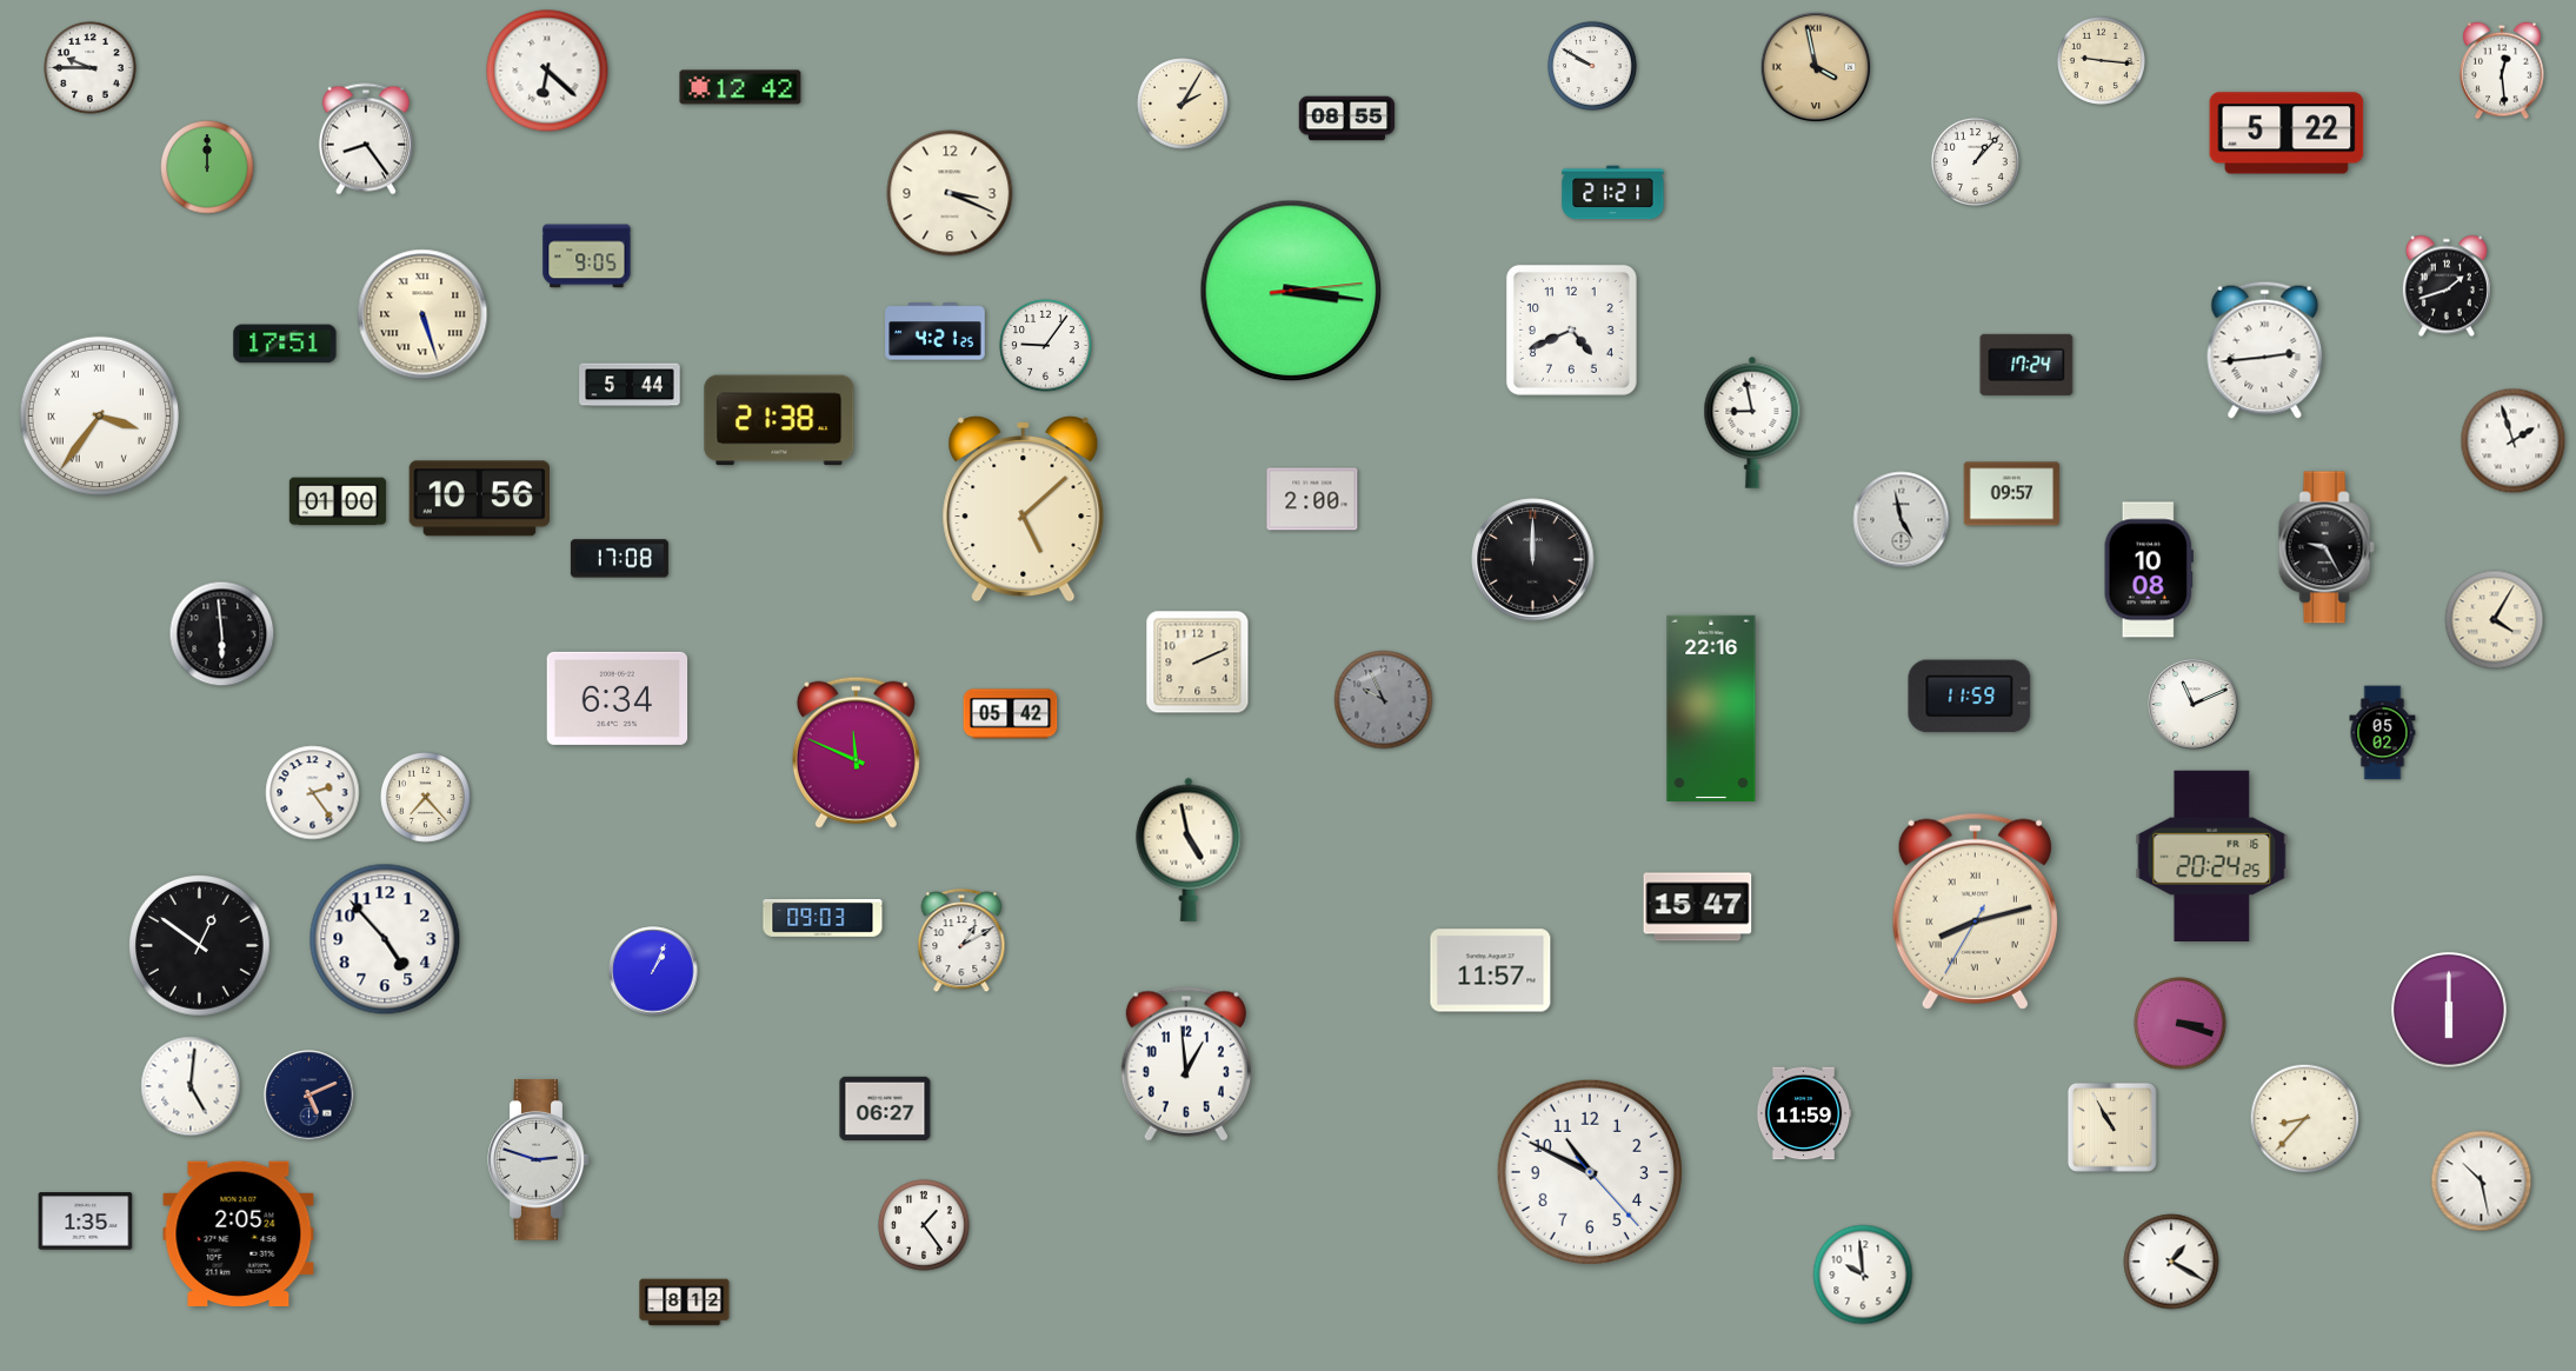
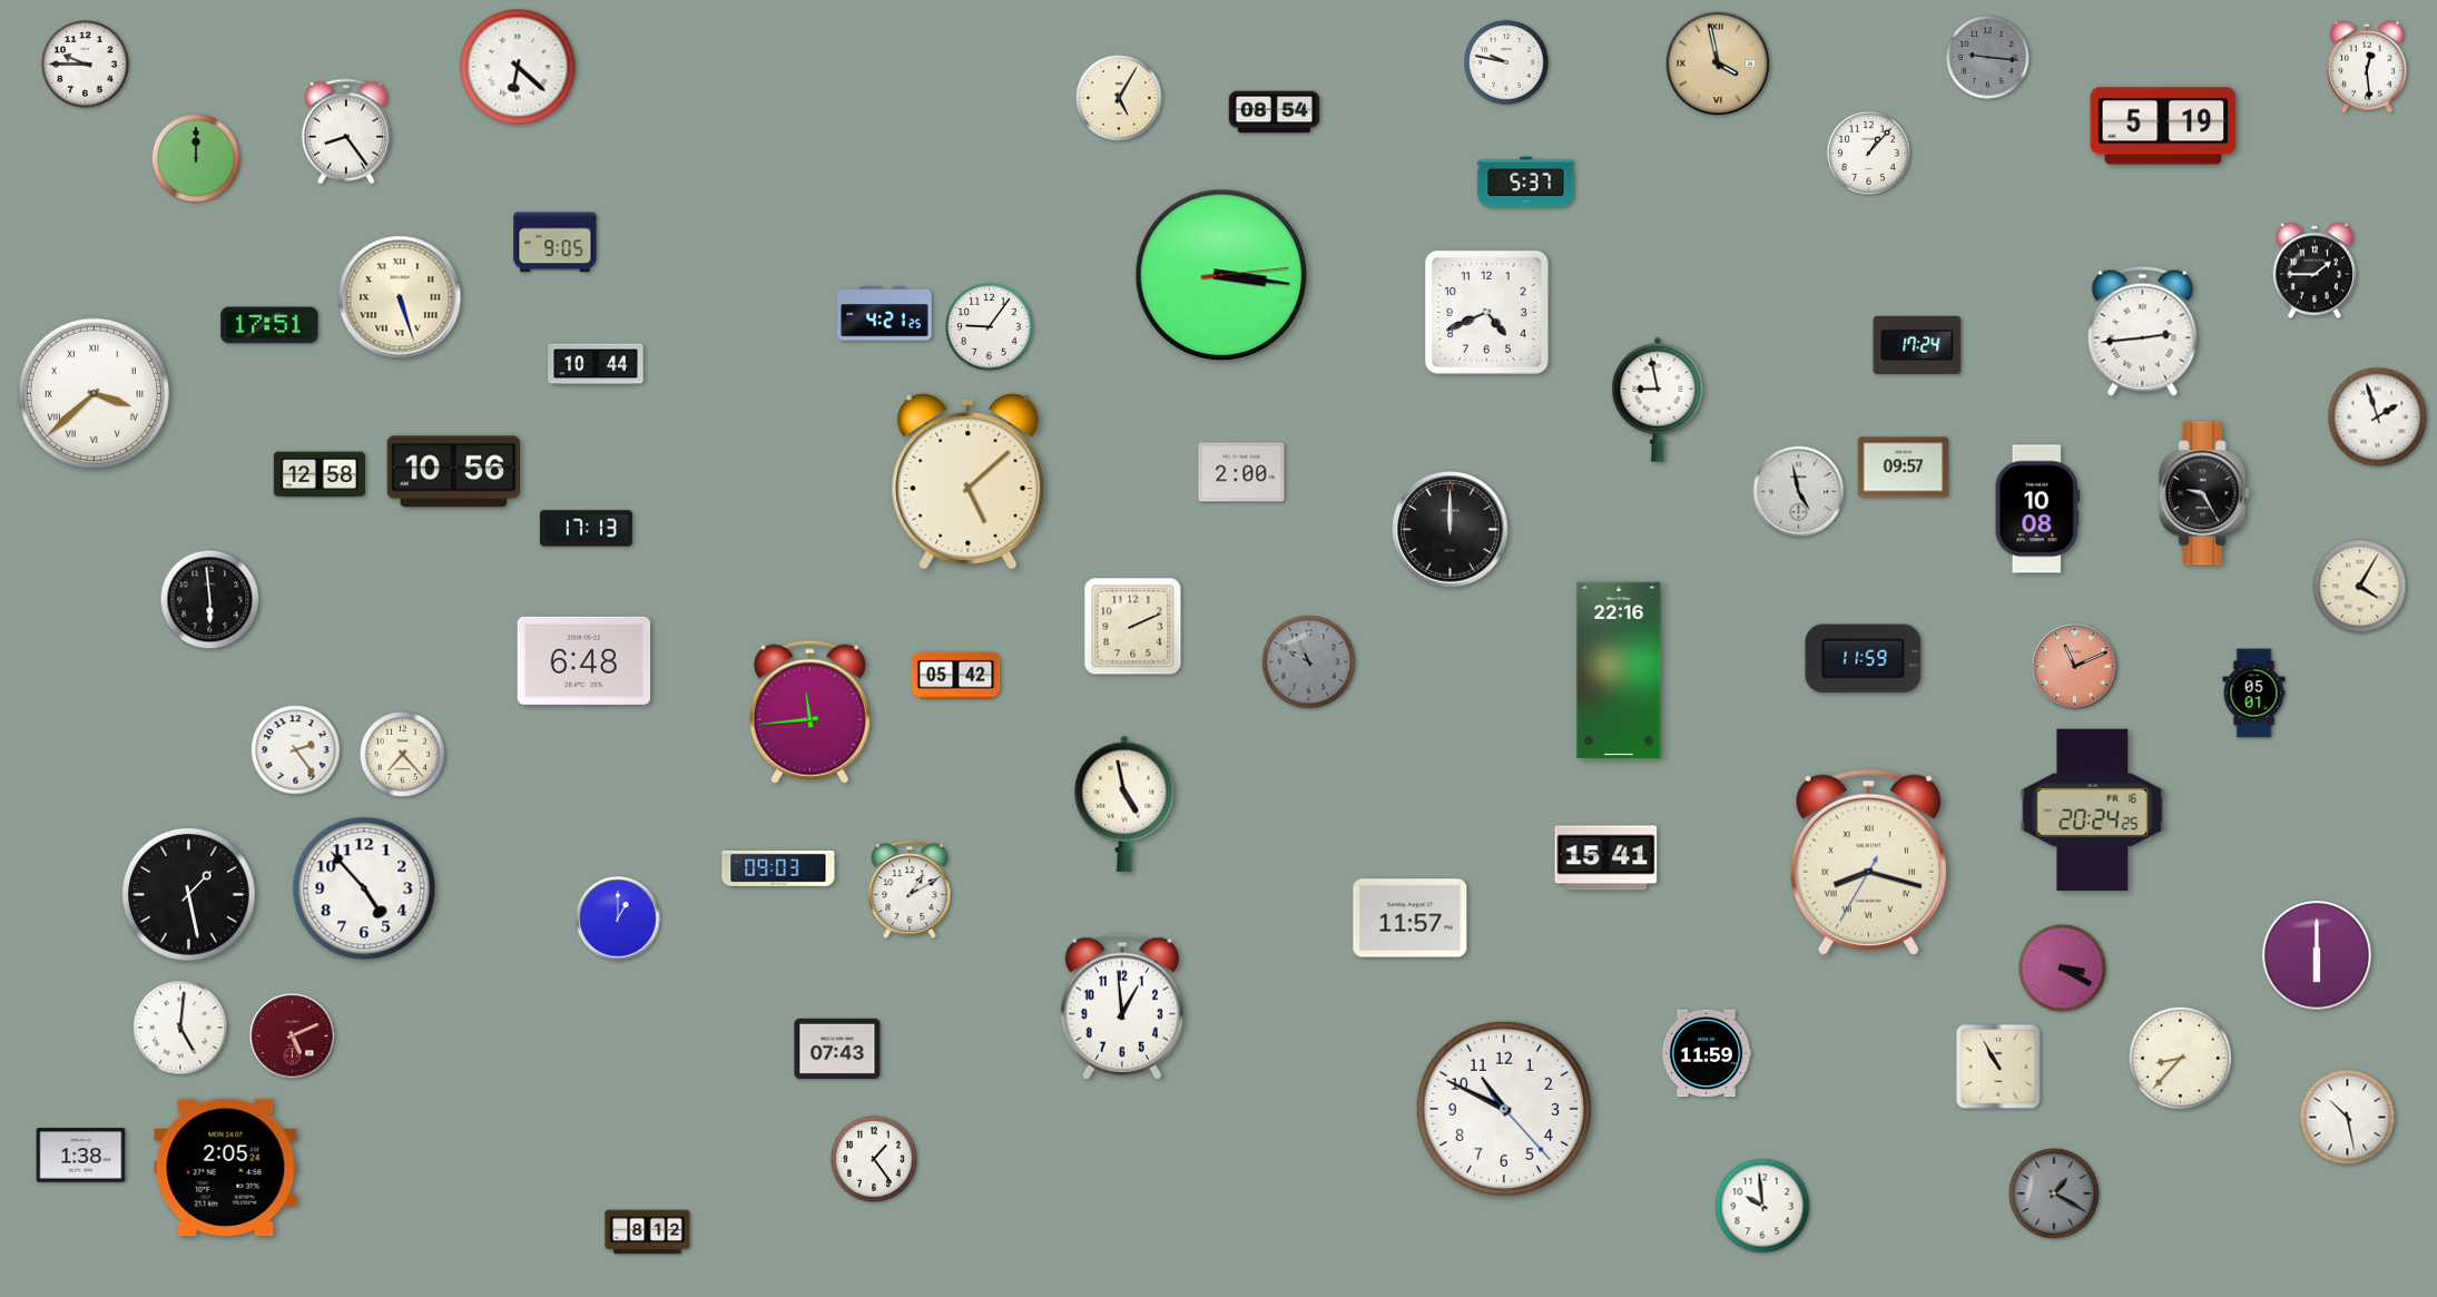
clock at (2101, 60) dial: cream -> grey
clock at (1592, 66): 9:50 -> 9:47
clock at (740, 87): 12:42 -> none
clock at (1183, 104): 2:05 -> 5:05
clock at (1347, 119): 08:55 -> 08:54
clock at (2287, 133): 5:22 -> 5:19
clock at (950, 193): 3:19 -> none
clock at (1613, 193): 21:21 -> 5:37
clock at (2447, 286): 1:42 -> 1:45
clock at (630, 385): 5:44 -> 10:44
clock at (99, 415): 3:36 -> 3:38
clock at (779, 420): 21:38 -> none
clock at (338, 501): 01:00 -> 12:58
clock at (2327, 547) position: (2327, 547) -> (2204, 493)
clock at (619, 559): 17:08 -> 17:13
clock at (2149, 570) position: (2149, 570) -> (2037, 509)
clock at (618, 698): 6:34 -> 6:48
clock at (2194, 705) dial: white -> salmon
clock at (2383, 733): 05:02 -> 05:01
clock at (856, 752): 11:49 -> 11:44
clock at (1698, 907): 15:47 -> 15:41
clock at (1975, 911): 8:12 -> 8:17
clock at (200, 946): 12:51 -> 1:28
clock at (653, 971): 1:04 -> 1:00
clock at (2181, 1024): 3:18 -> 3:20
clock at (309, 1096) dial: navy -> burgundy
clock at (885, 1109): 06:27 -> 07:43
clock at (539, 1160): 2:48 -> none
clock at (86, 1222): 1:35 -> 1:38
clock at (2171, 1262) dial: white -> grey
